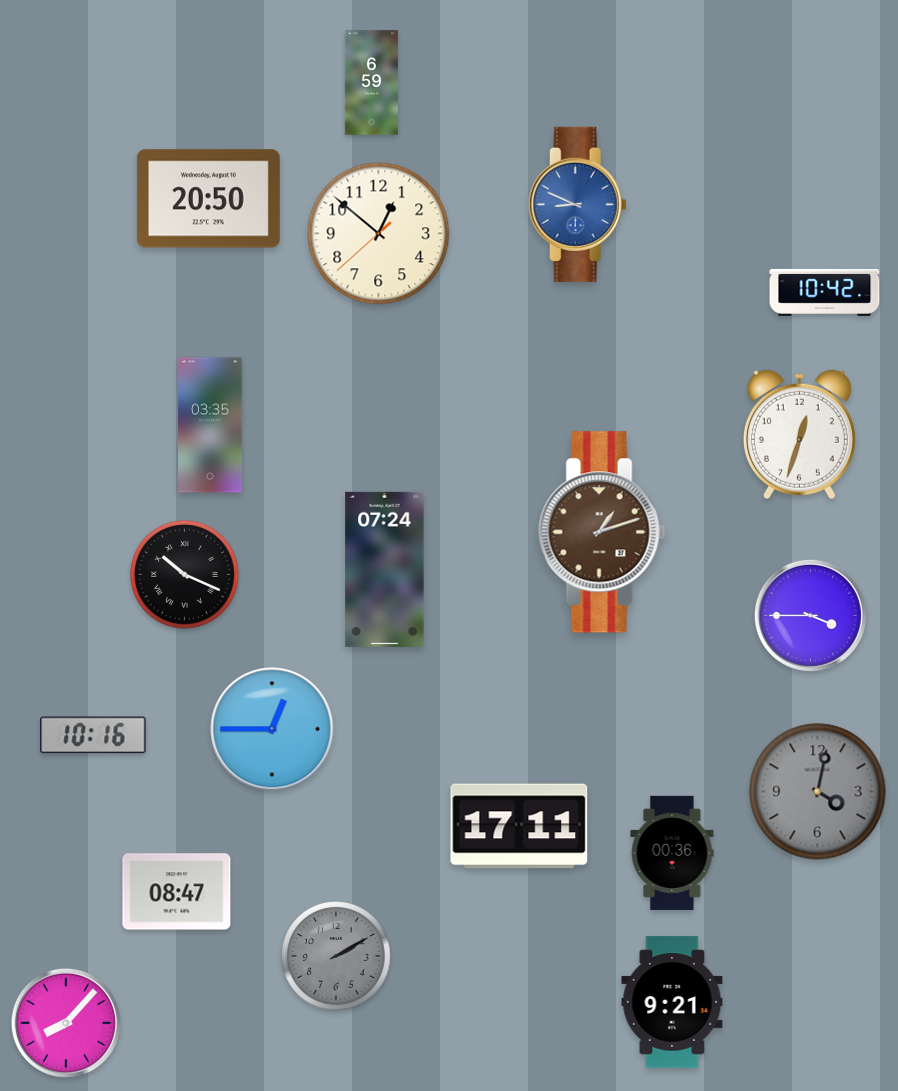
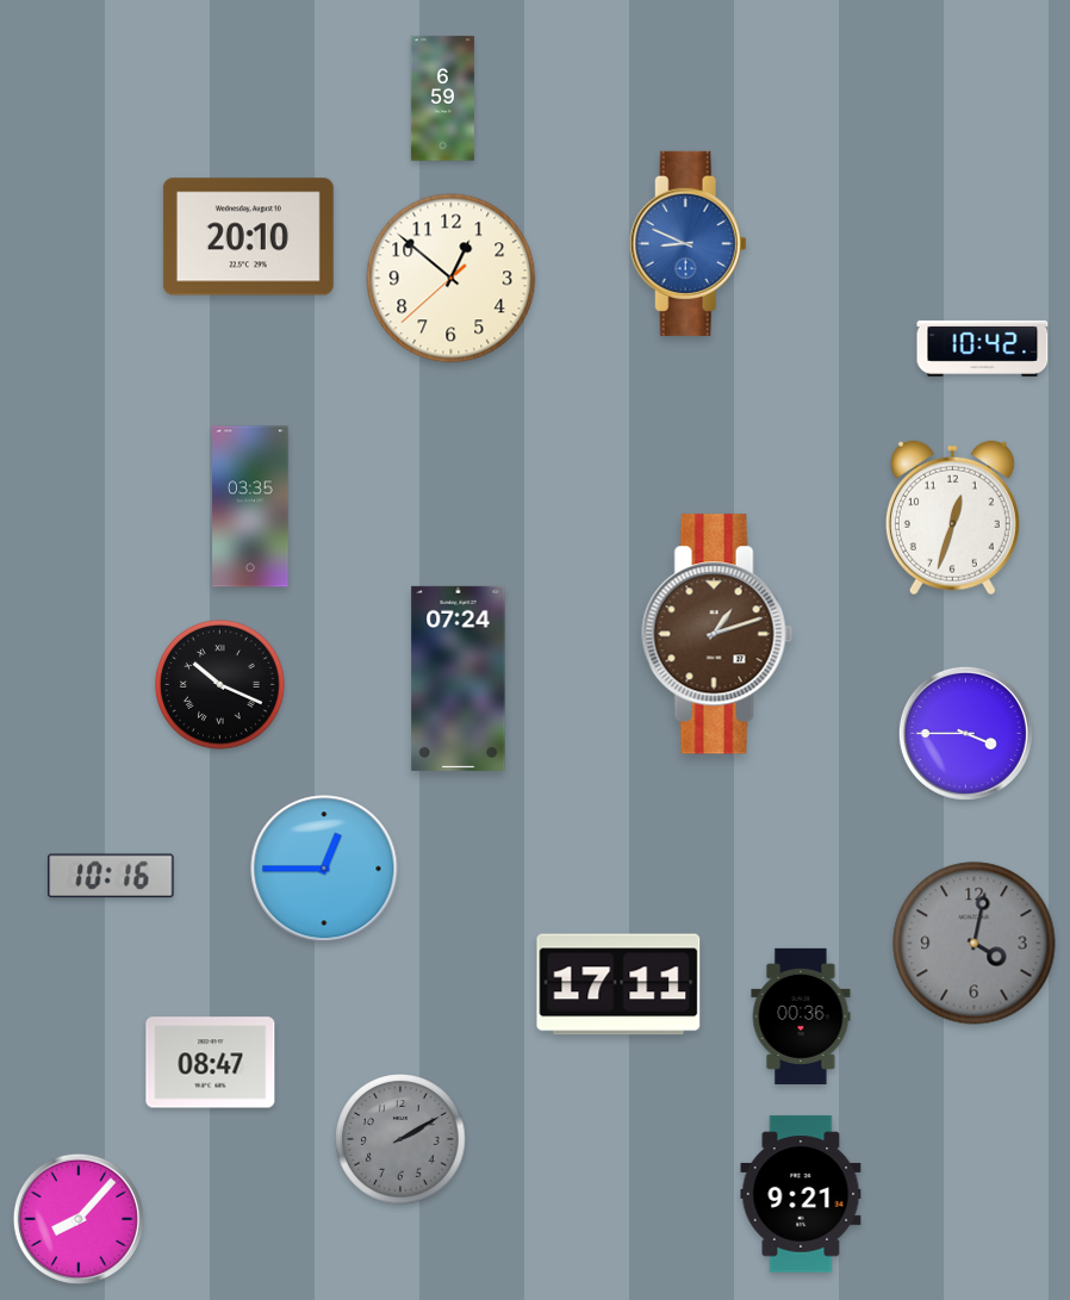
clock at (208, 199): 20:50 -> 20:10
